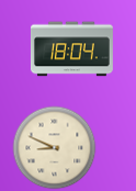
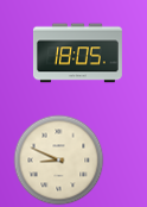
clock at (71, 49): 18:04 -> 18:05
